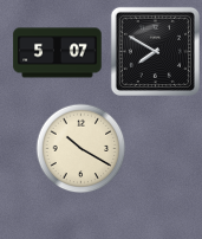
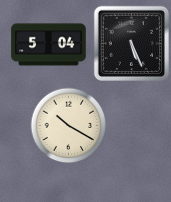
clock at (155, 51): 7:50 -> 5:26
clock at (58, 53): 5:07 -> 5:04
